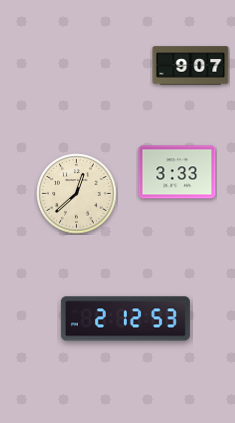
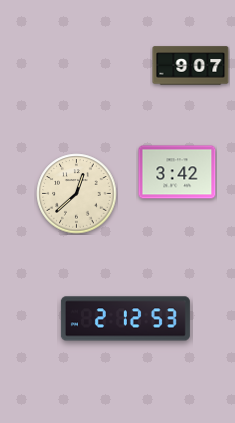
clock at (177, 172): 3:33 -> 3:42
